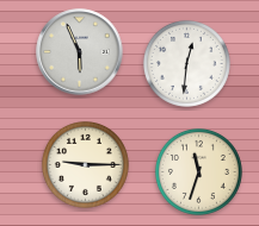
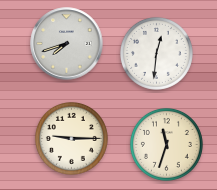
clock at (80, 52): 5:56 -> 7:42
